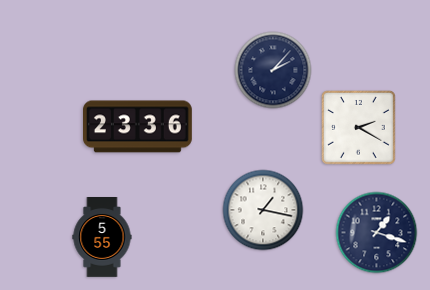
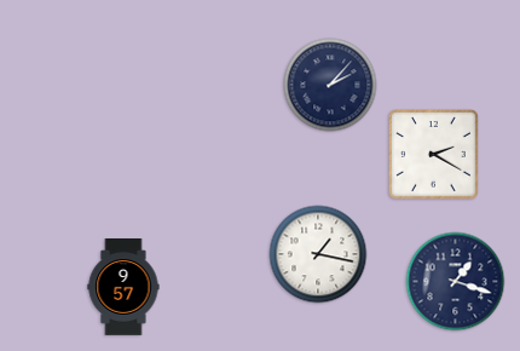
clock at (138, 127): 23:36 -> none
clock at (102, 238): 5:55 -> 9:57
